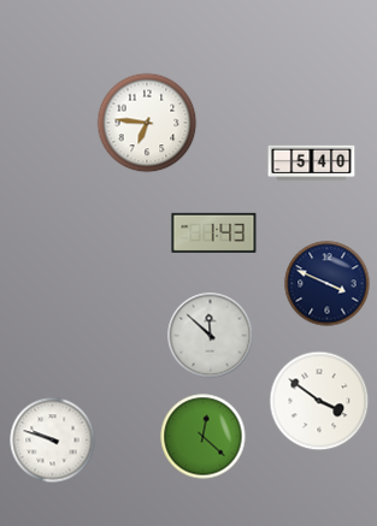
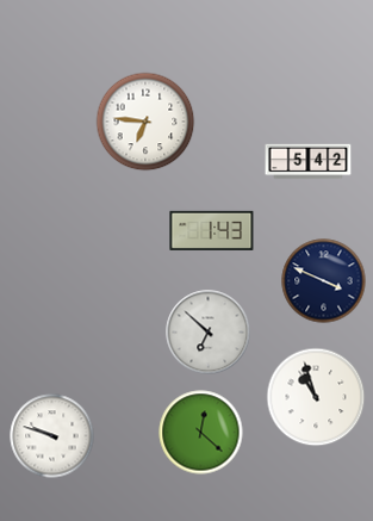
clock at (312, 164): 5:40 -> 5:42
clock at (211, 336): 11:52 -> 6:52
clock at (319, 401): 3:51 -> 10:57
